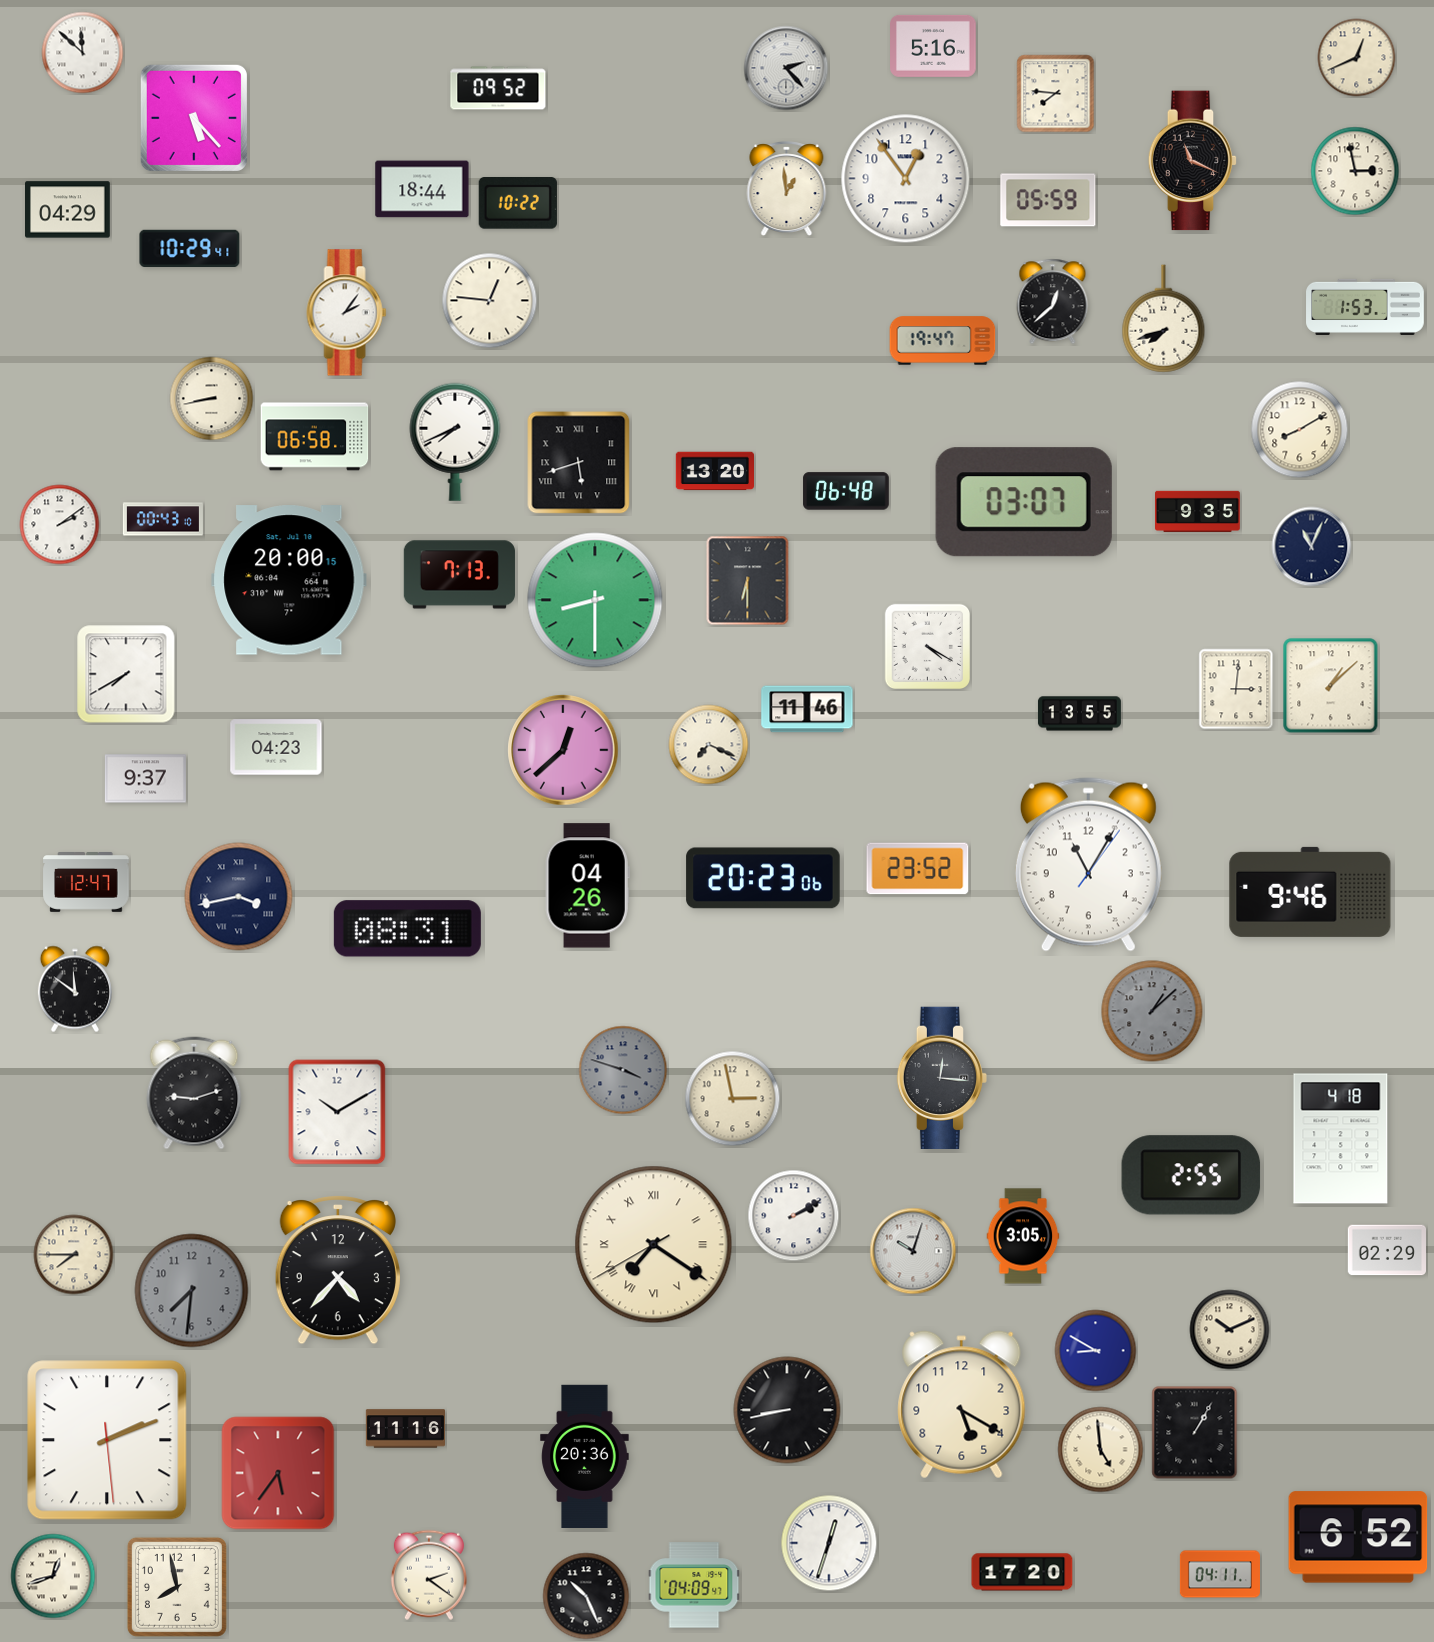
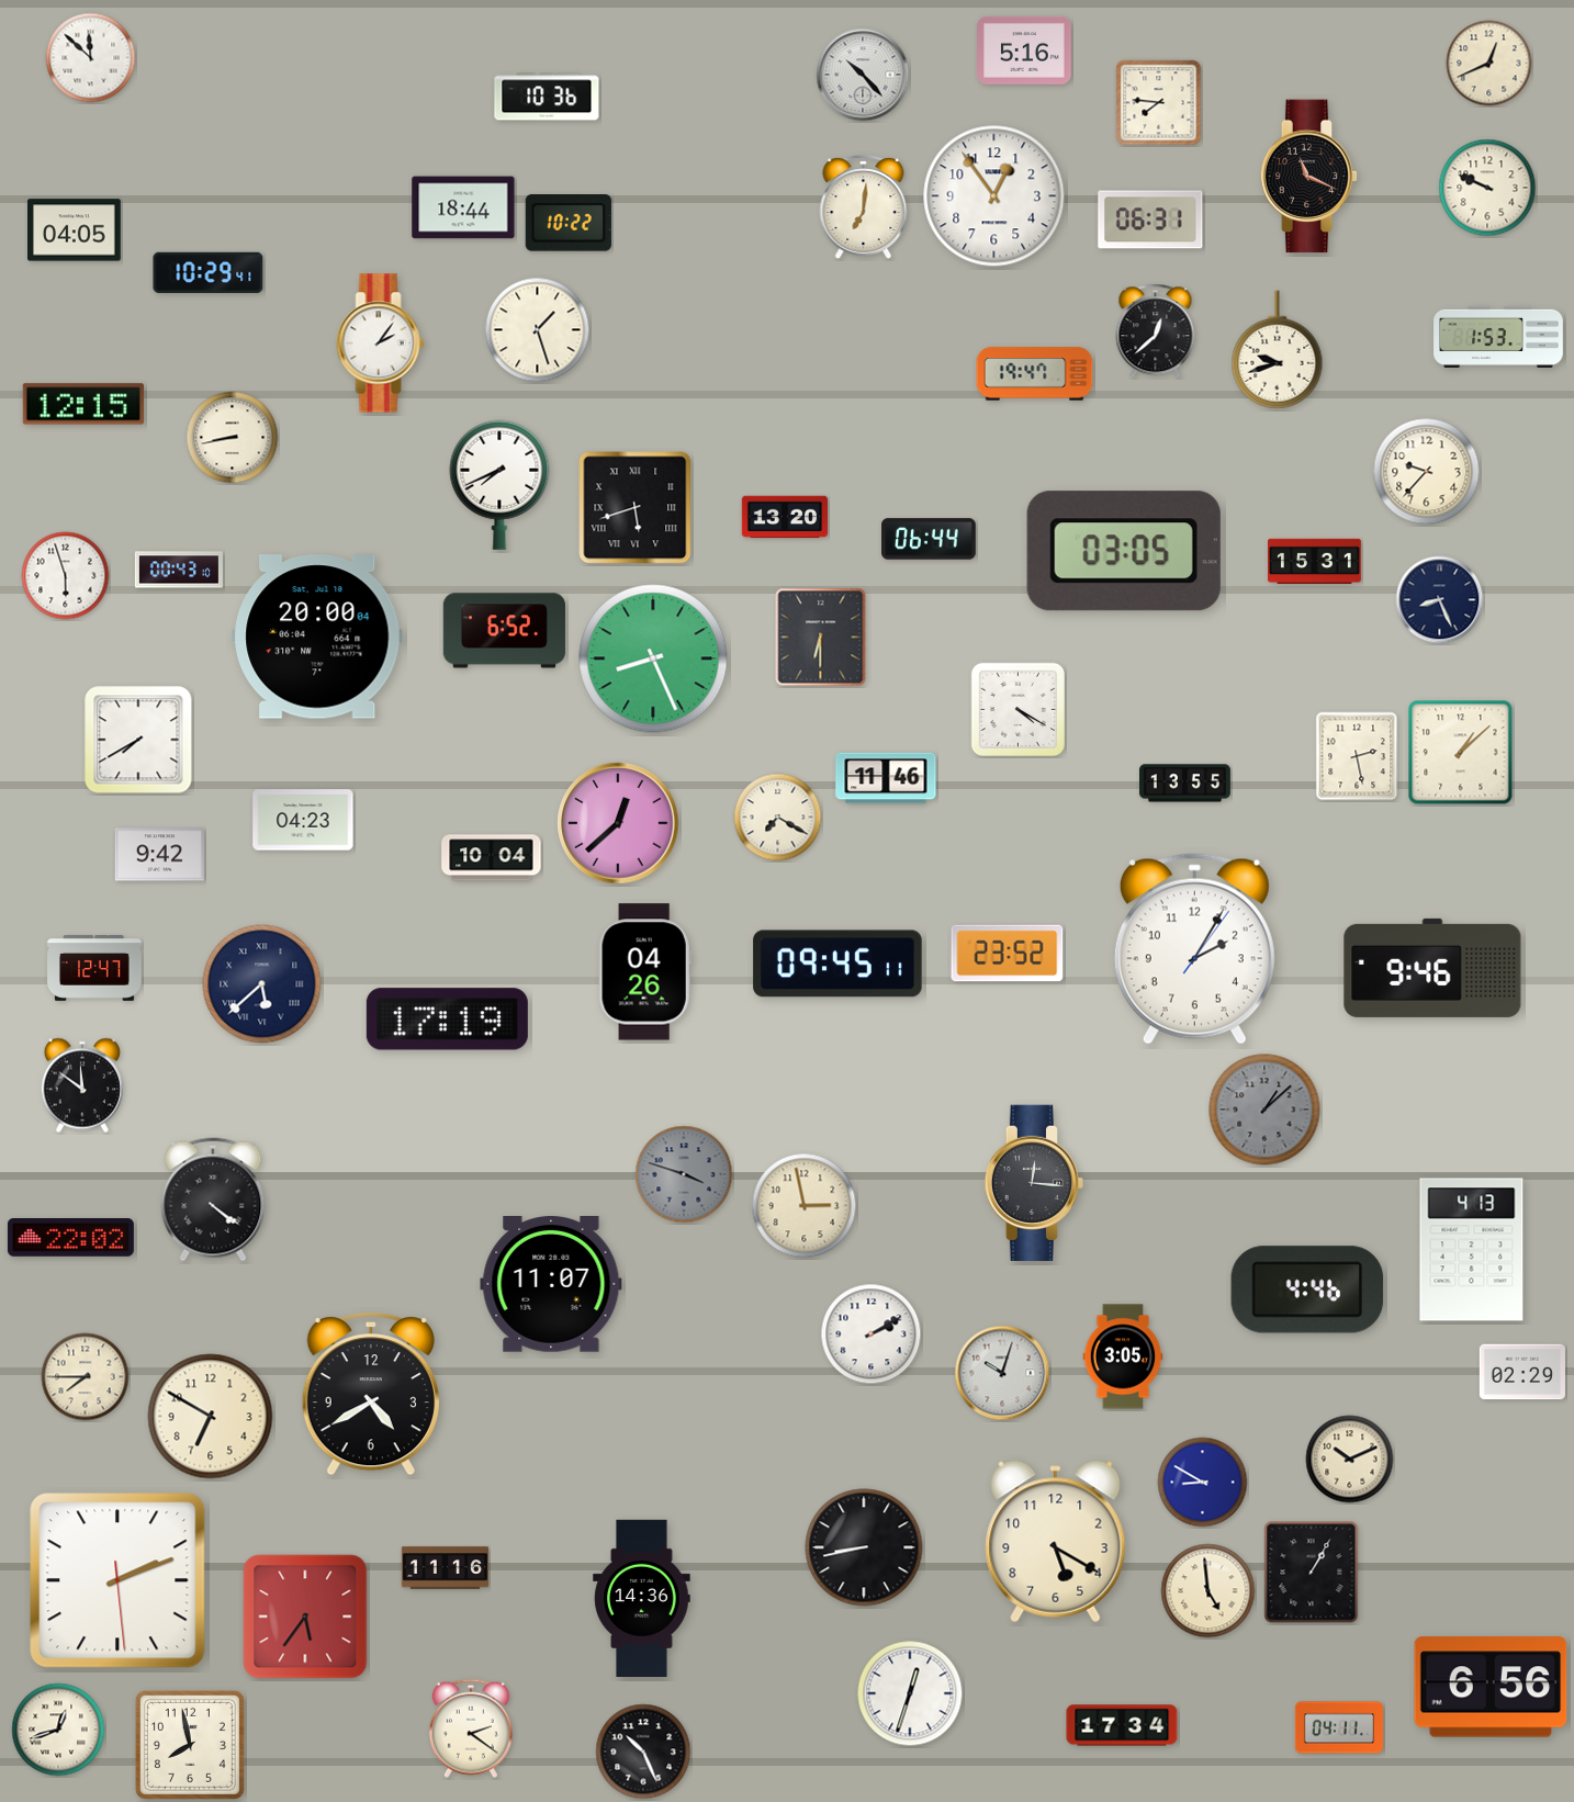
clock at (786, 68): 2:23 -> 10:23
clock at (498, 88): 09:52 -> 10:36
clock at (194, 118): 5:23 -> none
clock at (1355, 171): 2:58 -> 9:49
clock at (787, 189): 12:59 -> 7:01
clock at (1048, 200): 05:59 -> 06:31
clock at (68, 210): 04:29 -> 04:05
clock at (490, 301): 12:46 -> 1:27
clock at (1164, 319): 7:42 -> 9:42
clock at (83, 404): none -> 12:15
clock at (1300, 430): 8:10 -> 9:37
clock at (315, 437): 06:58 -> none
clock at (846, 491): 06:48 -> 06:44
clock at (1024, 502): 03:07 -> 03:05
clock at (1198, 511): 9:35 -> 15:31
clock at (60, 525): 2:09 -> 5:57
clock at (1312, 547): 11:04 -> 8:26
clock at (459, 575): 7:13 -> 6:52
clock at (289, 580): 20:00:15 -> 20:00:04
clock at (595, 600): 8:30 -> 8:26
clock at (1236, 689): 3:01 -> 2:28
clock at (709, 745): 7:19 -> 7:20
clock at (145, 779): 9:37 -> 9:42
clock at (492, 858): none -> 10:04
clock at (1088, 865): 11:05 -> 2:05
clock at (763, 878): 20:23 -> 09:45
clock at (1310, 892) position: (1310, 892) -> (1432, 968)
clock at (239, 897): 3:43 -> 5:38
clock at (407, 929): 08:31 -> 17:19
clock at (194, 1093): 9:12 -> 4:21
clock at (337, 1112): 10:10 -> none
clock at (70, 1238): none -> 22:02
clock at (1341, 1139): 4:18 -> 4:13
clock at (551, 1285): none -> 11:07
clock at (1191, 1175): 2:55 -> 4:46
clock at (654, 1245): 7:20 -> none
clock at (74, 1255) position: (74, 1255) -> (86, 1377)
clock at (338, 1270): 4:37 -> 4:40
clock at (192, 1291): 7:31 -> 6:50
clock at (192, 1291) dial: grey -> cream
clock at (585, 1456): 20:36 -> 14:36
clock at (1358, 1537): 6:52 -> 6:56
clock at (1022, 1572): 17:20 -> 17:34
clock at (694, 1585): 04:09 -> none
clock at (177, 1587) position: (177, 1587) -> (190, 1745)
